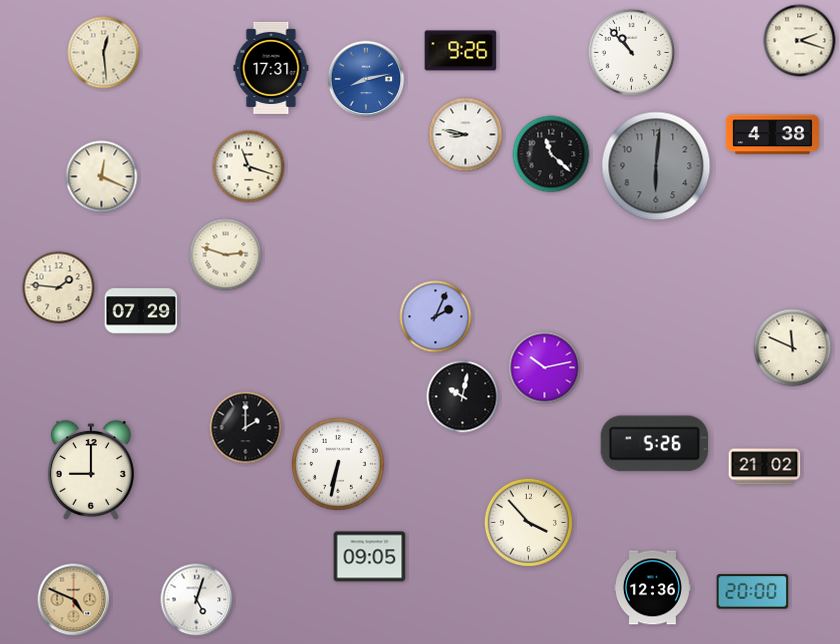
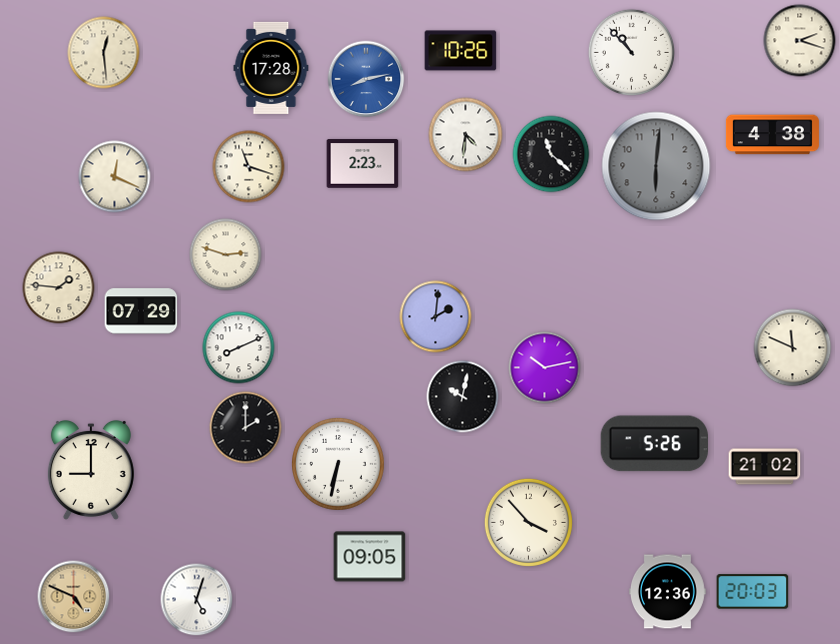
clock at (461, 51): 9:26 -> 10:26
clock at (271, 68): 17:31 -> 17:28
clock at (466, 135): 8:47 -> 4:31
clock at (363, 164): none -> 2:23
clock at (102, 177) position: (102, 177) -> (115, 177)
clock at (436, 317): 2:04 -> 2:01
clock at (239, 348): none -> 8:11
clock at (652, 588) position: (652, 588) -> (667, 592)
clock at (753, 592): 20:00 -> 20:03
clock at (74, 600) position: (74, 600) -> (74, 597)
